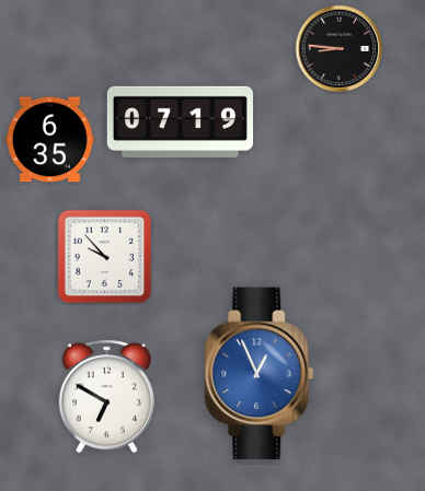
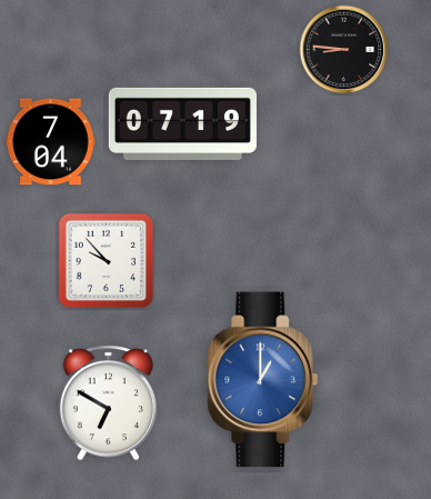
clock at (50, 140): 6:35 -> 7:04
clock at (260, 374): 12:56 -> 1:00
